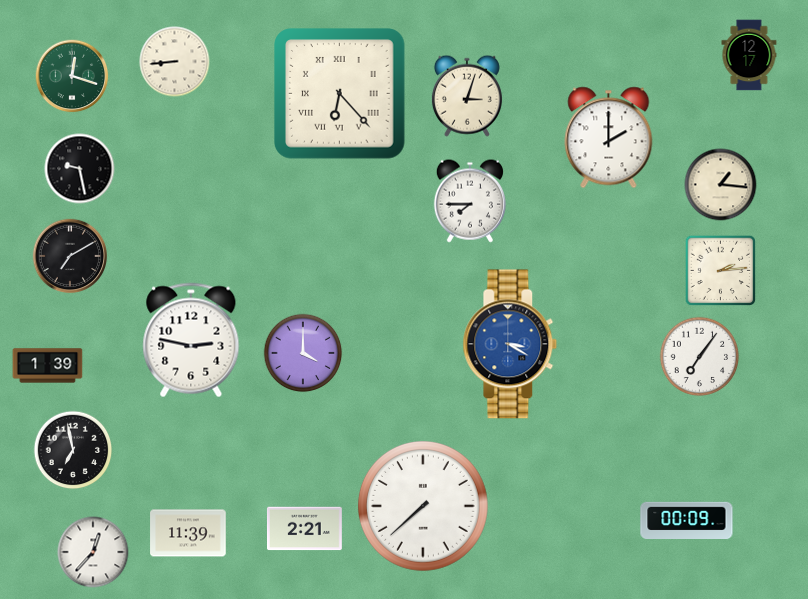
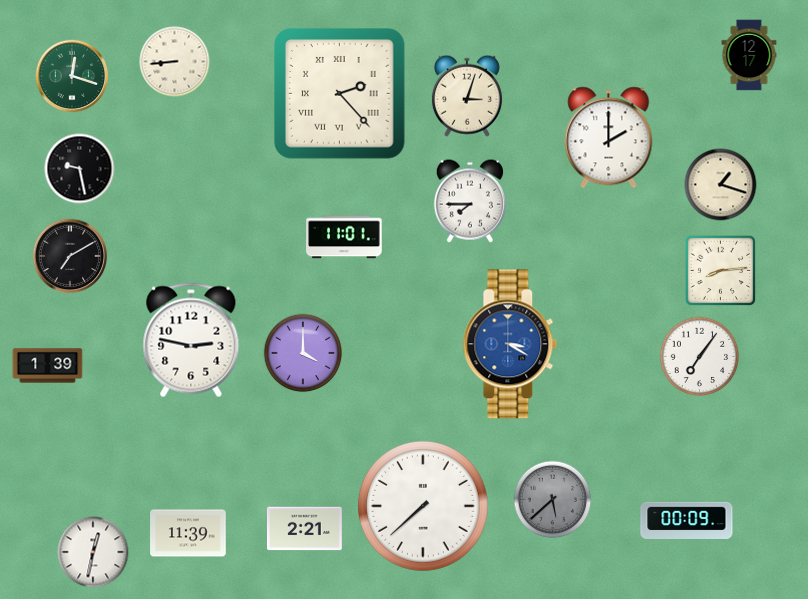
clock at (340, 94): 6:23 -> 2:23
clock at (721, 185): 1:16 -> 1:18
clock at (344, 237): none -> 11:01
clock at (721, 271): 2:14 -> 8:14
clock at (73, 450): 6:58 -> none
clock at (553, 500): none -> 5:38
clock at (93, 552): 12:37 -> 12:32
